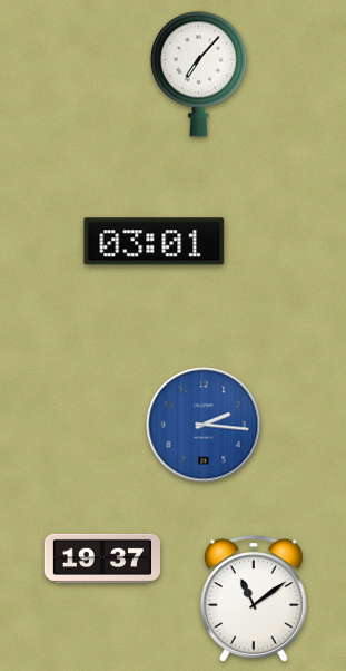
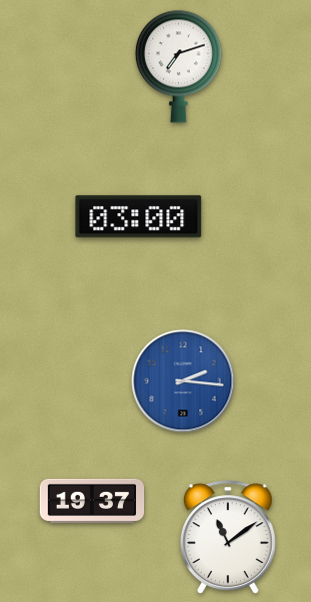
clock at (198, 74): 7:07 -> 7:12
clock at (155, 242): 03:01 -> 03:00
